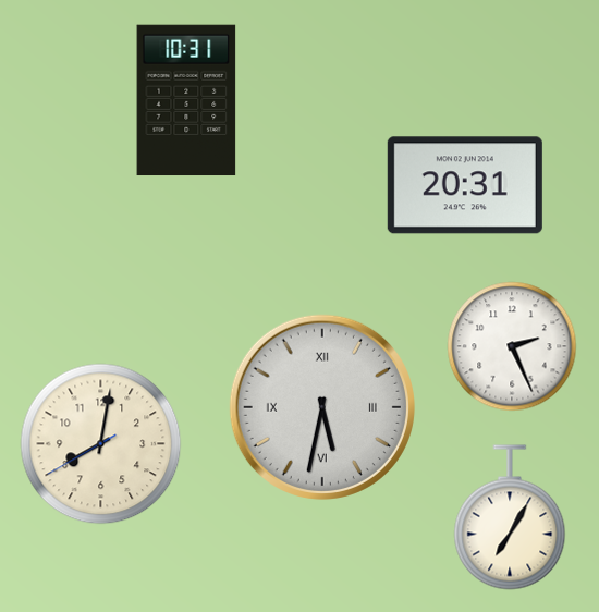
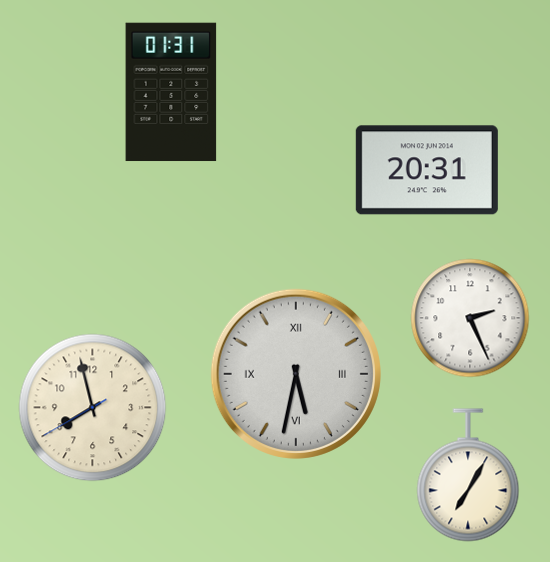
clock at (186, 100): 10:31 -> 01:31
clock at (101, 444): 8:01 -> 7:57
